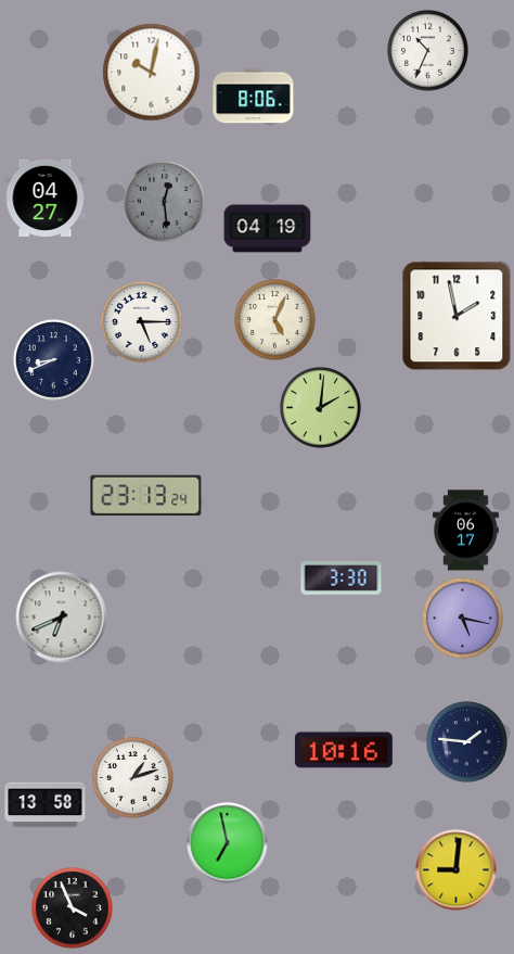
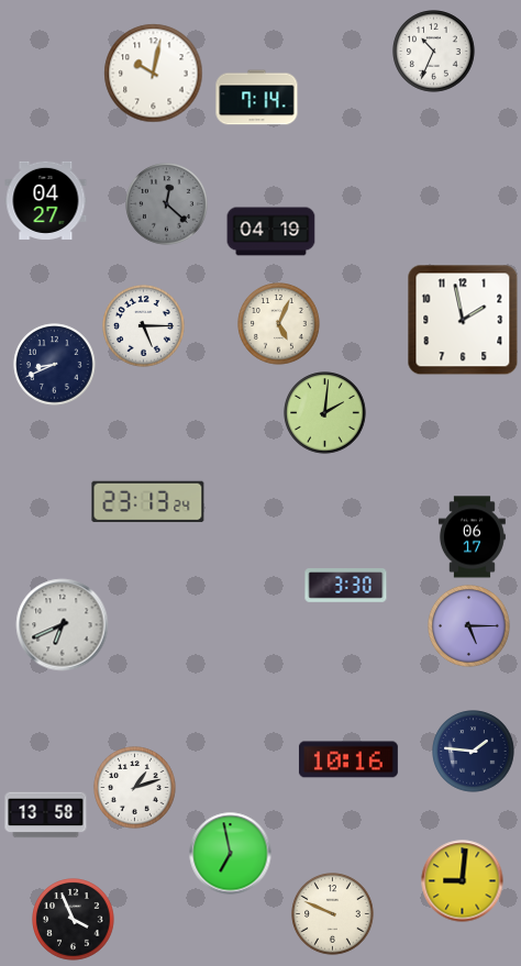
clock at (254, 97): 8:06 -> 7:14
clock at (165, 202): 12:29 -> 12:22
clock at (463, 619): 5:17 -> 5:15
clock at (333, 914): none -> 9:49
